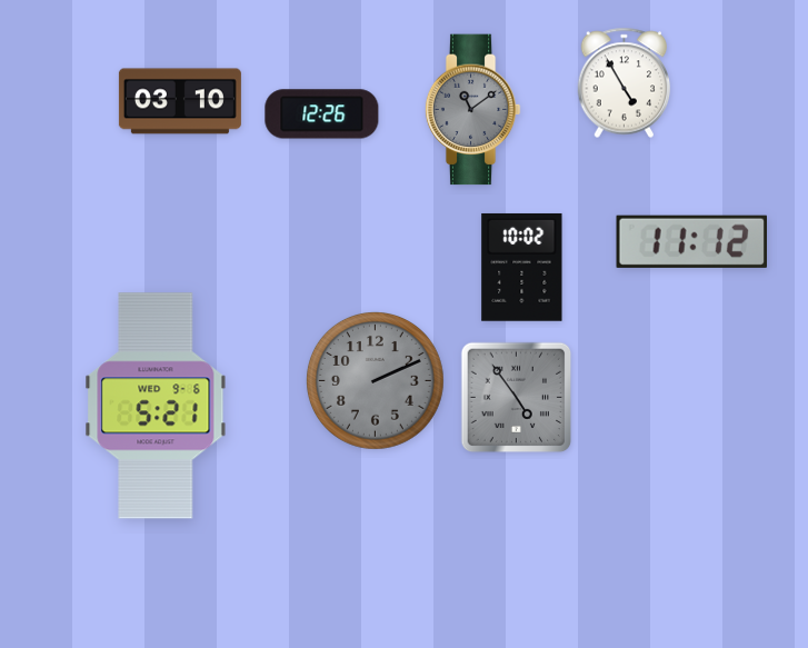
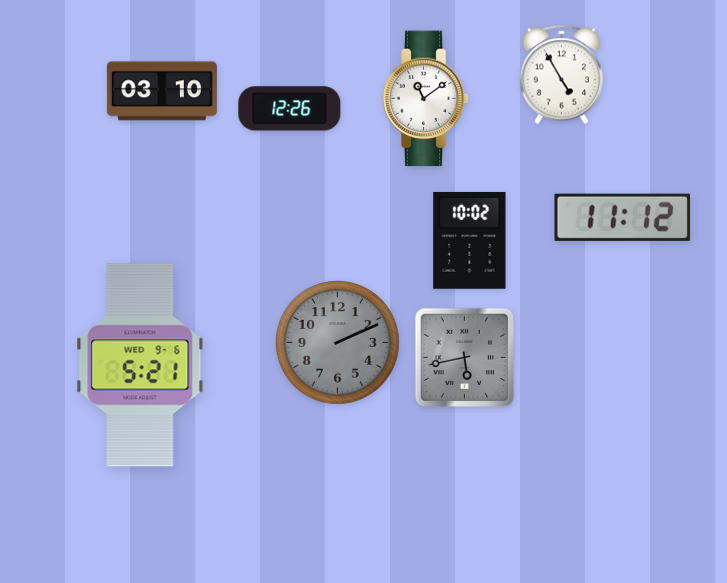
clock at (472, 110) dial: grey -> white
clock at (322, 114) position: (322, 114) -> (290, 109)
clock at (517, 398): 4:54 -> 5:43
